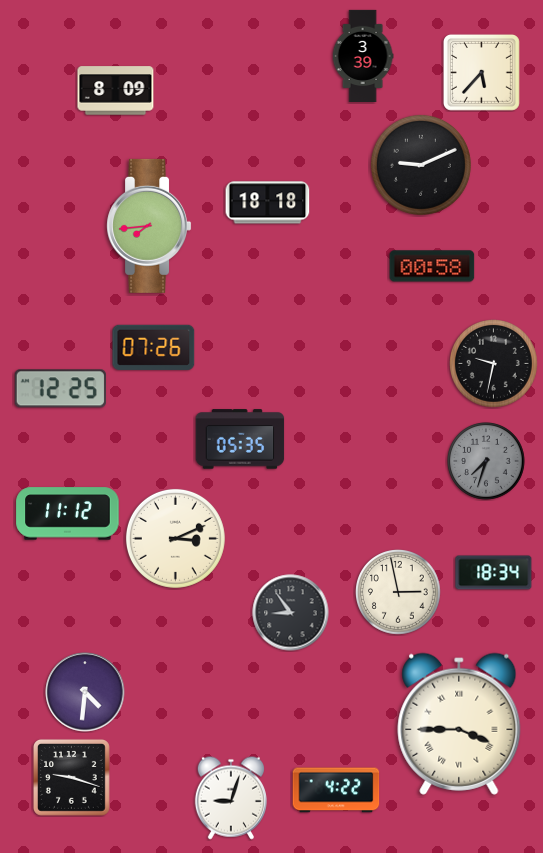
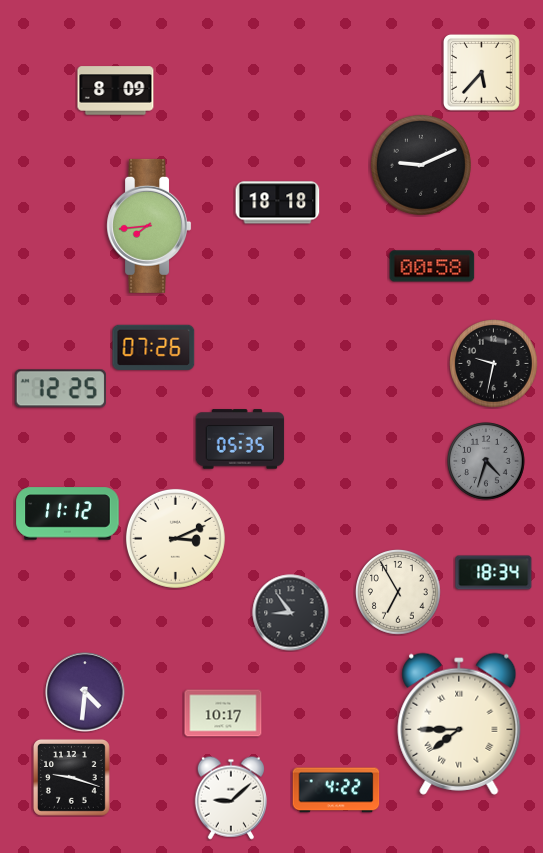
clock at (363, 55): 3:39 -> none
clock at (268, 203) position: (268, 203) -> (278, 203)
clock at (486, 461): 7:33 -> 4:33
clock at (399, 593): 2:58 -> 6:55
clock at (223, 713): none -> 10:17
clock at (459, 724): 3:45 -> 7:45
clock at (231, 798): 9:03 -> 9:08
